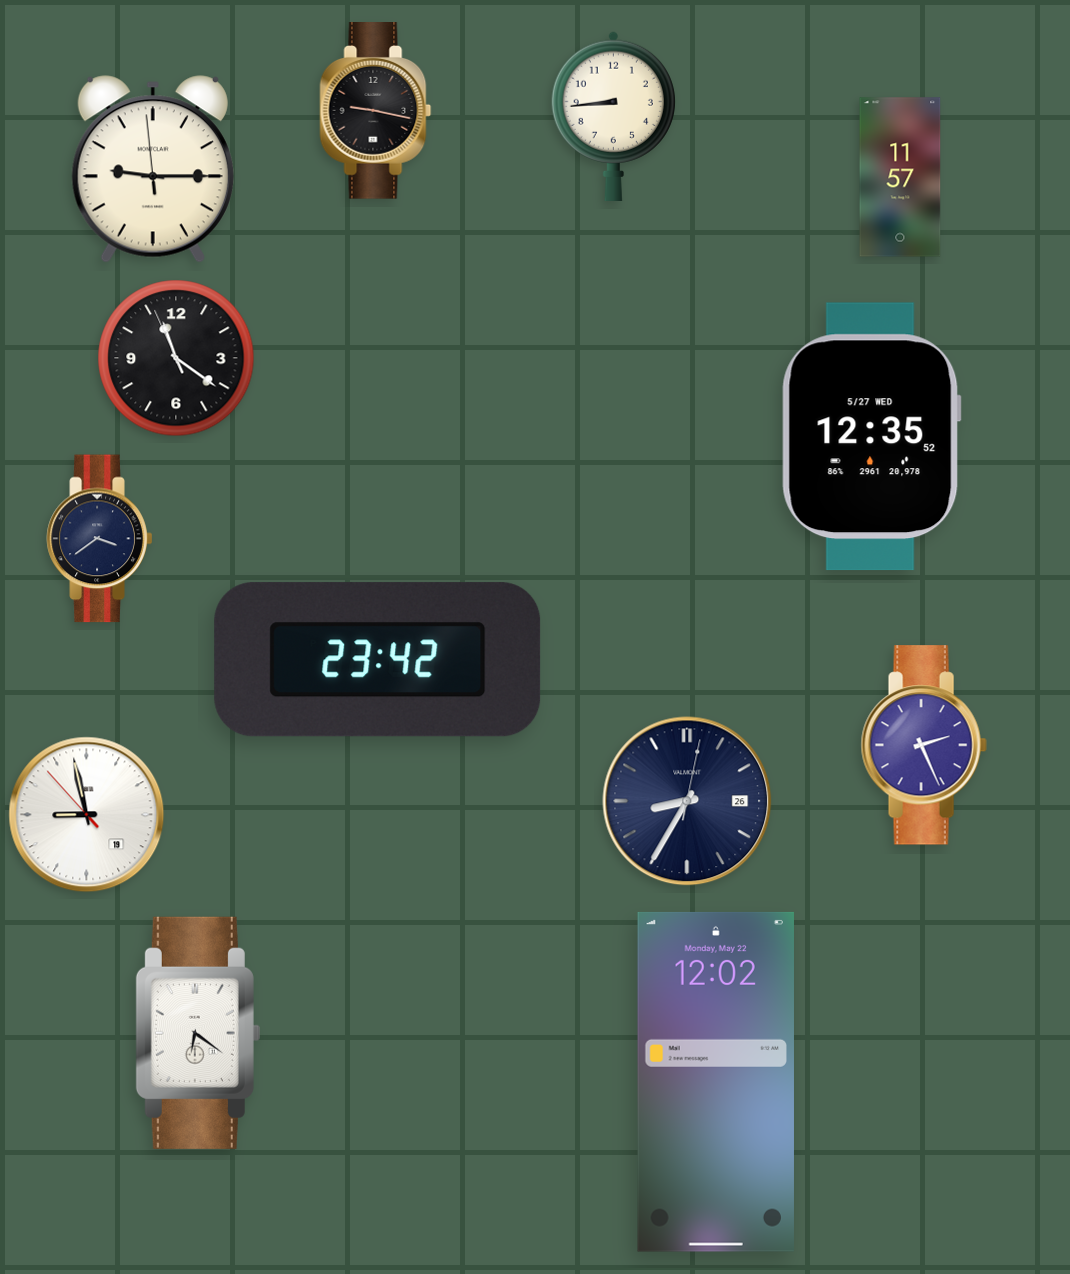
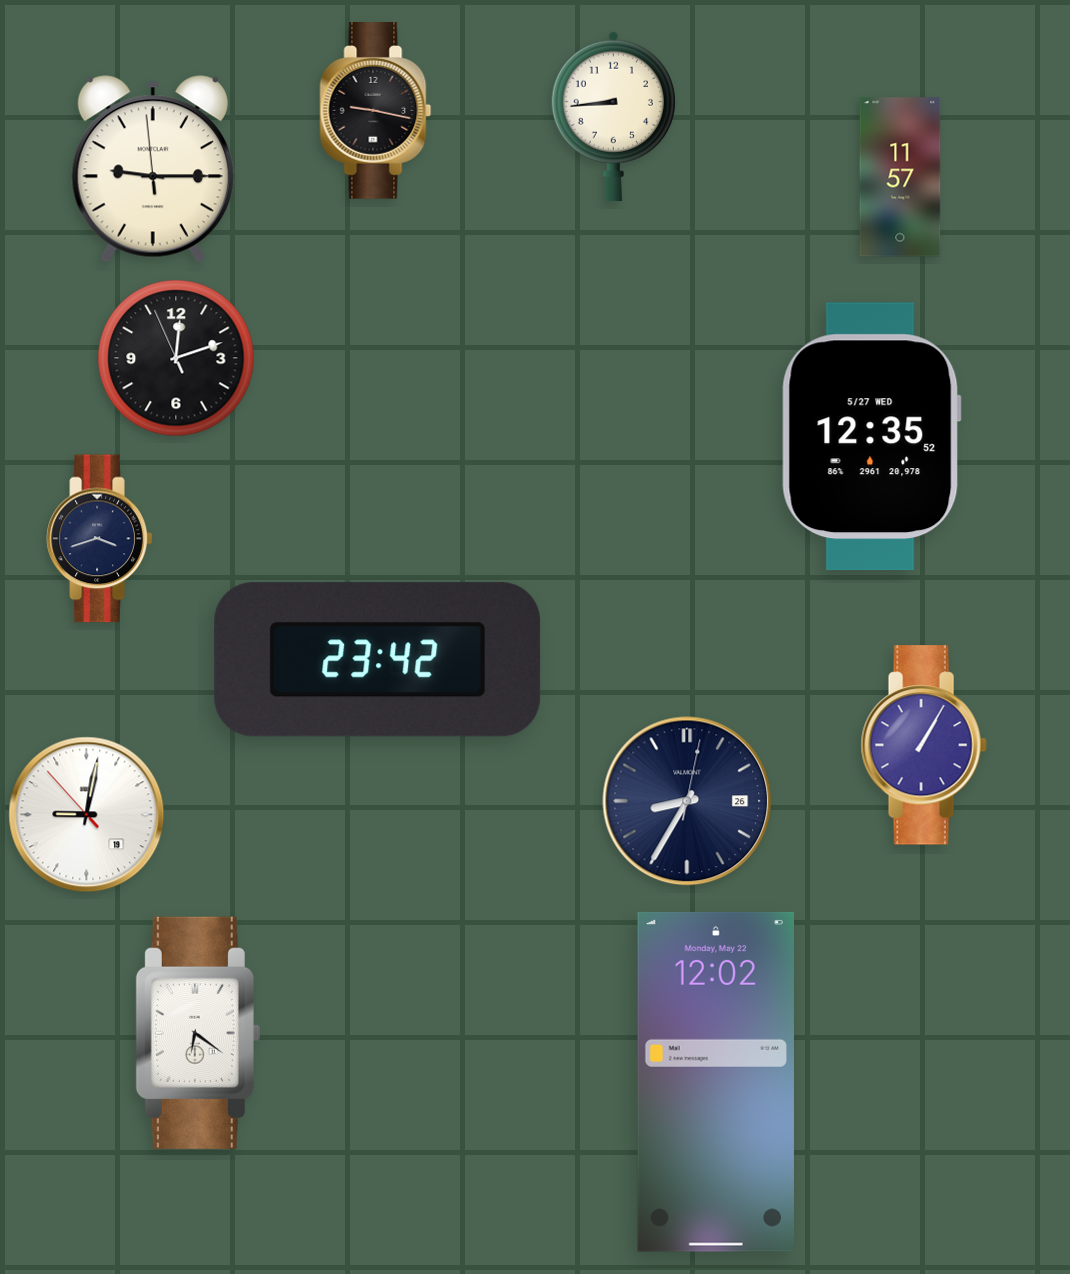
clock at (176, 358): 11:20 -> 12:11
clock at (100, 539): 3:39 -> 3:42
clock at (924, 745): 2:26 -> 1:05
clock at (87, 815): 8:57 -> 9:01
